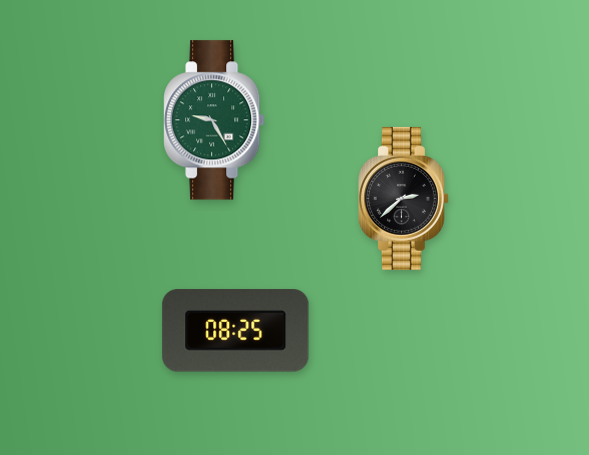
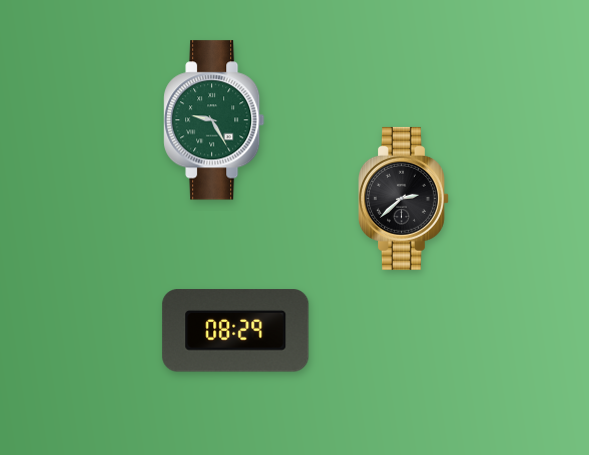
clock at (236, 331): 08:25 -> 08:29
